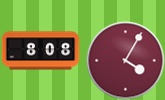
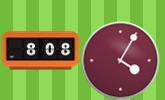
clock at (125, 60) position: (125, 60) -> (120, 60)
